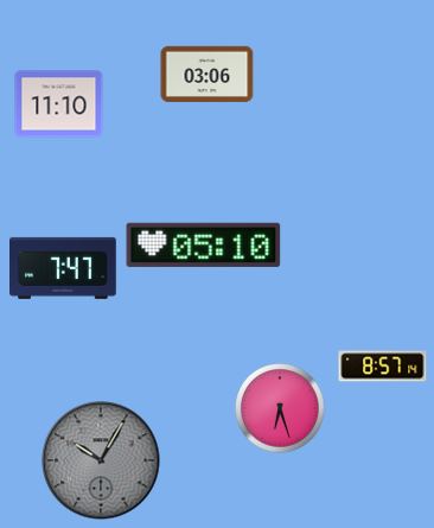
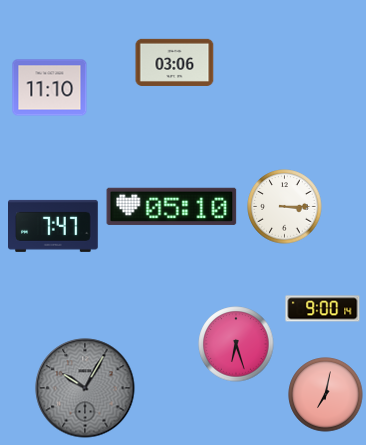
clock at (285, 207): none -> 3:15
clock at (383, 367): 8:57 -> 9:00
clock at (326, 395): none -> 7:02
